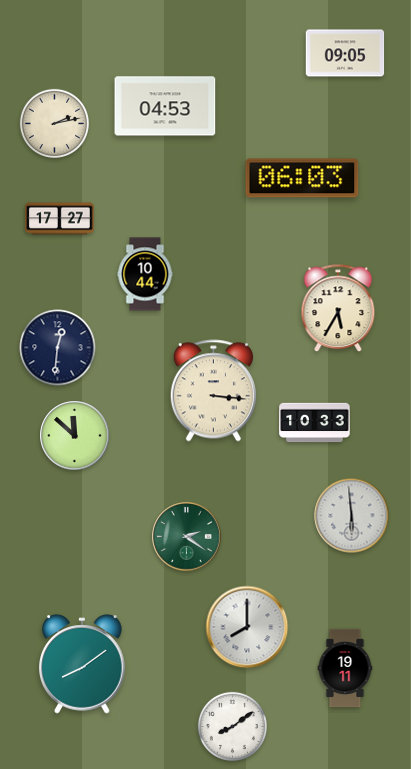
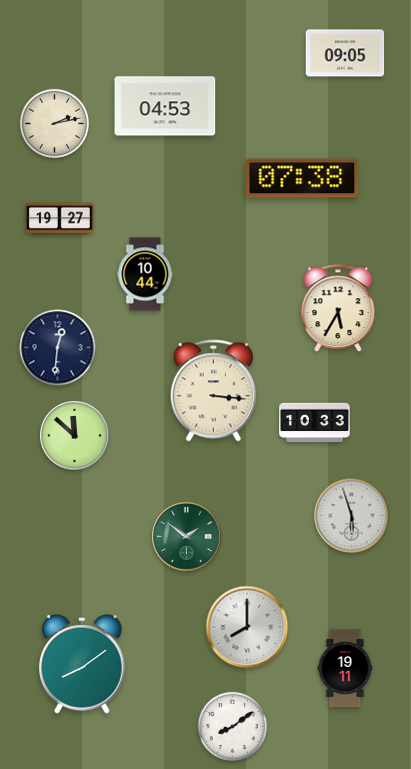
clock at (302, 178): 06:03 -> 07:38
clock at (60, 219): 17:27 -> 19:27
clock at (352, 516): 5:59 -> 5:57
clock at (187, 537): 2:21 -> 1:51
